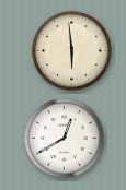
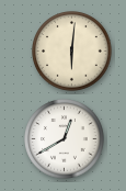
clock at (72, 51): 5:59 -> 6:01
